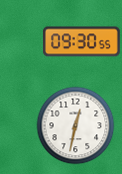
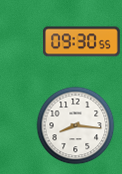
clock at (75, 125): 12:32 -> 8:16
